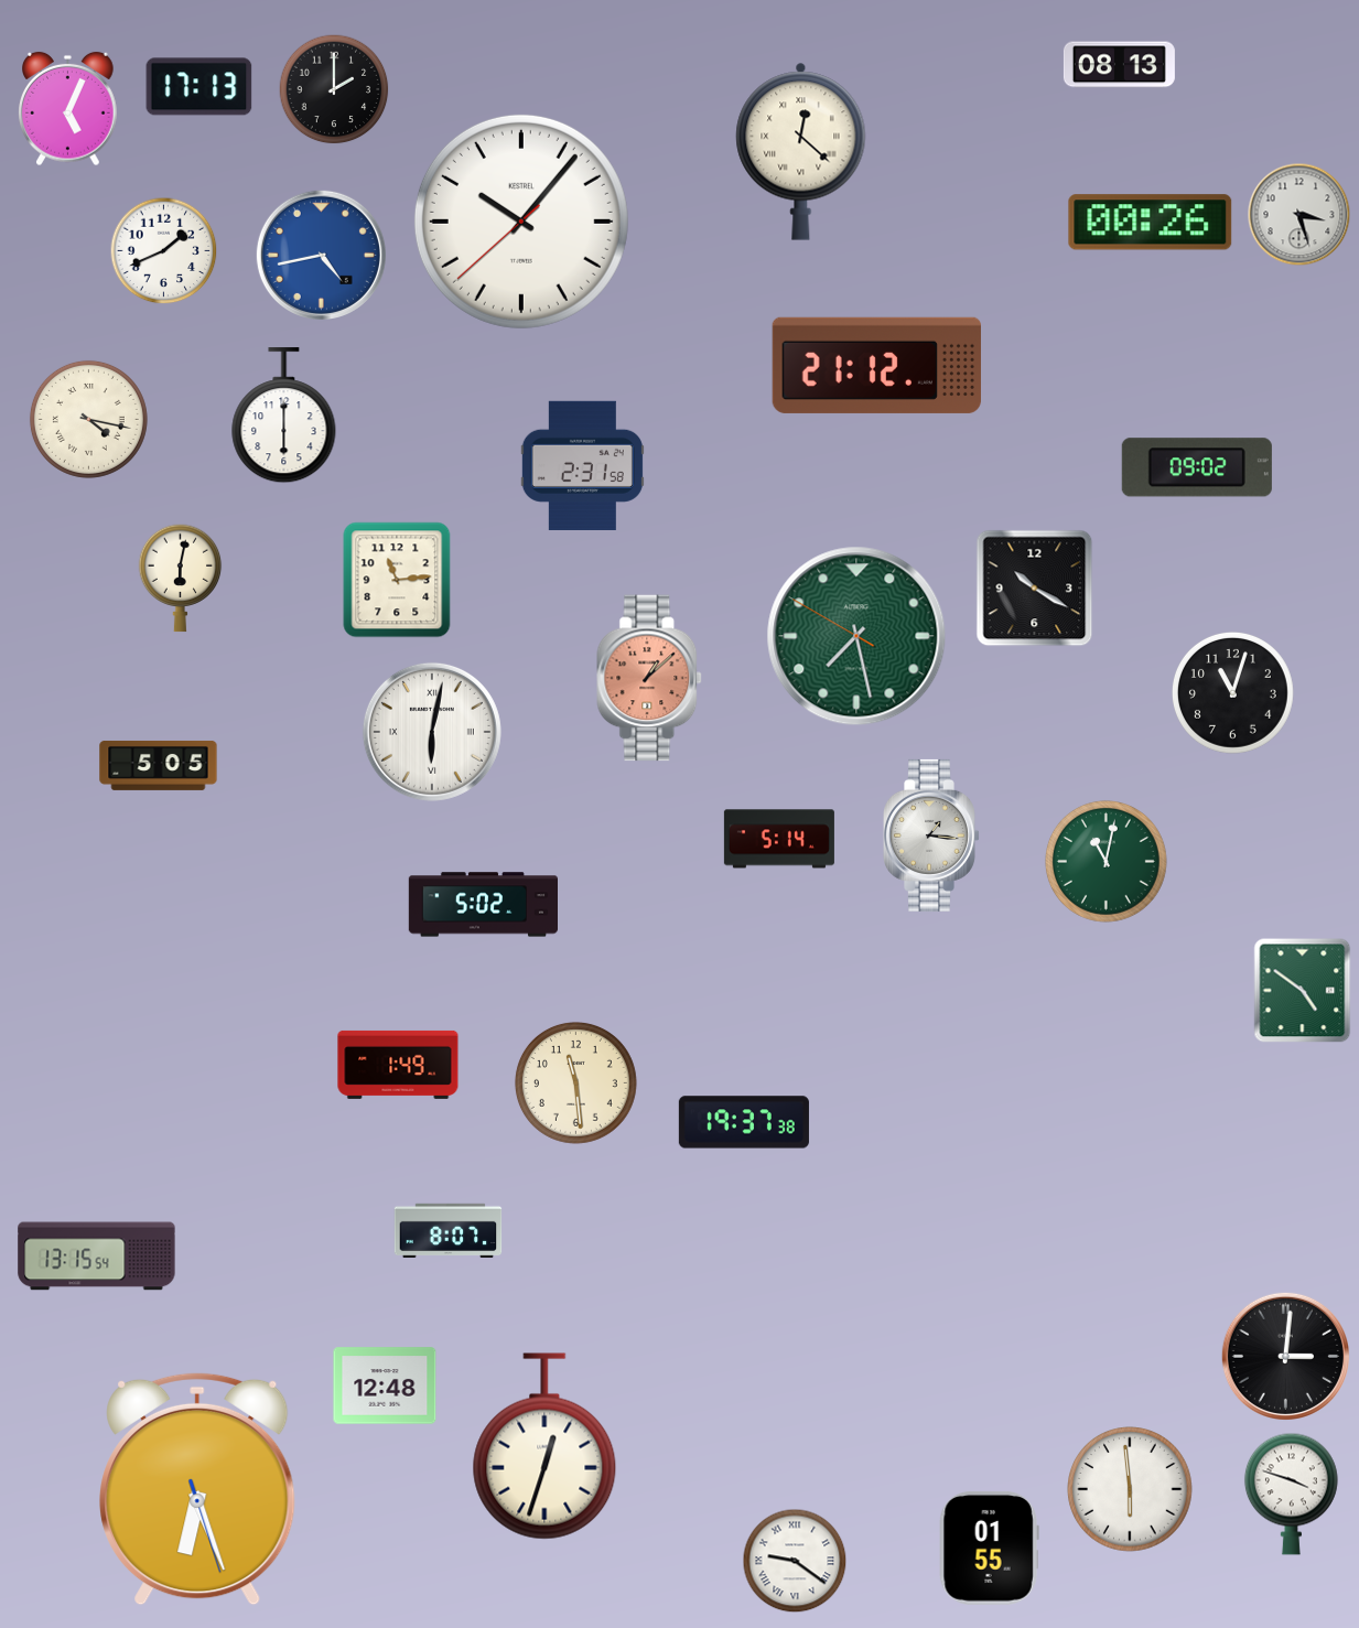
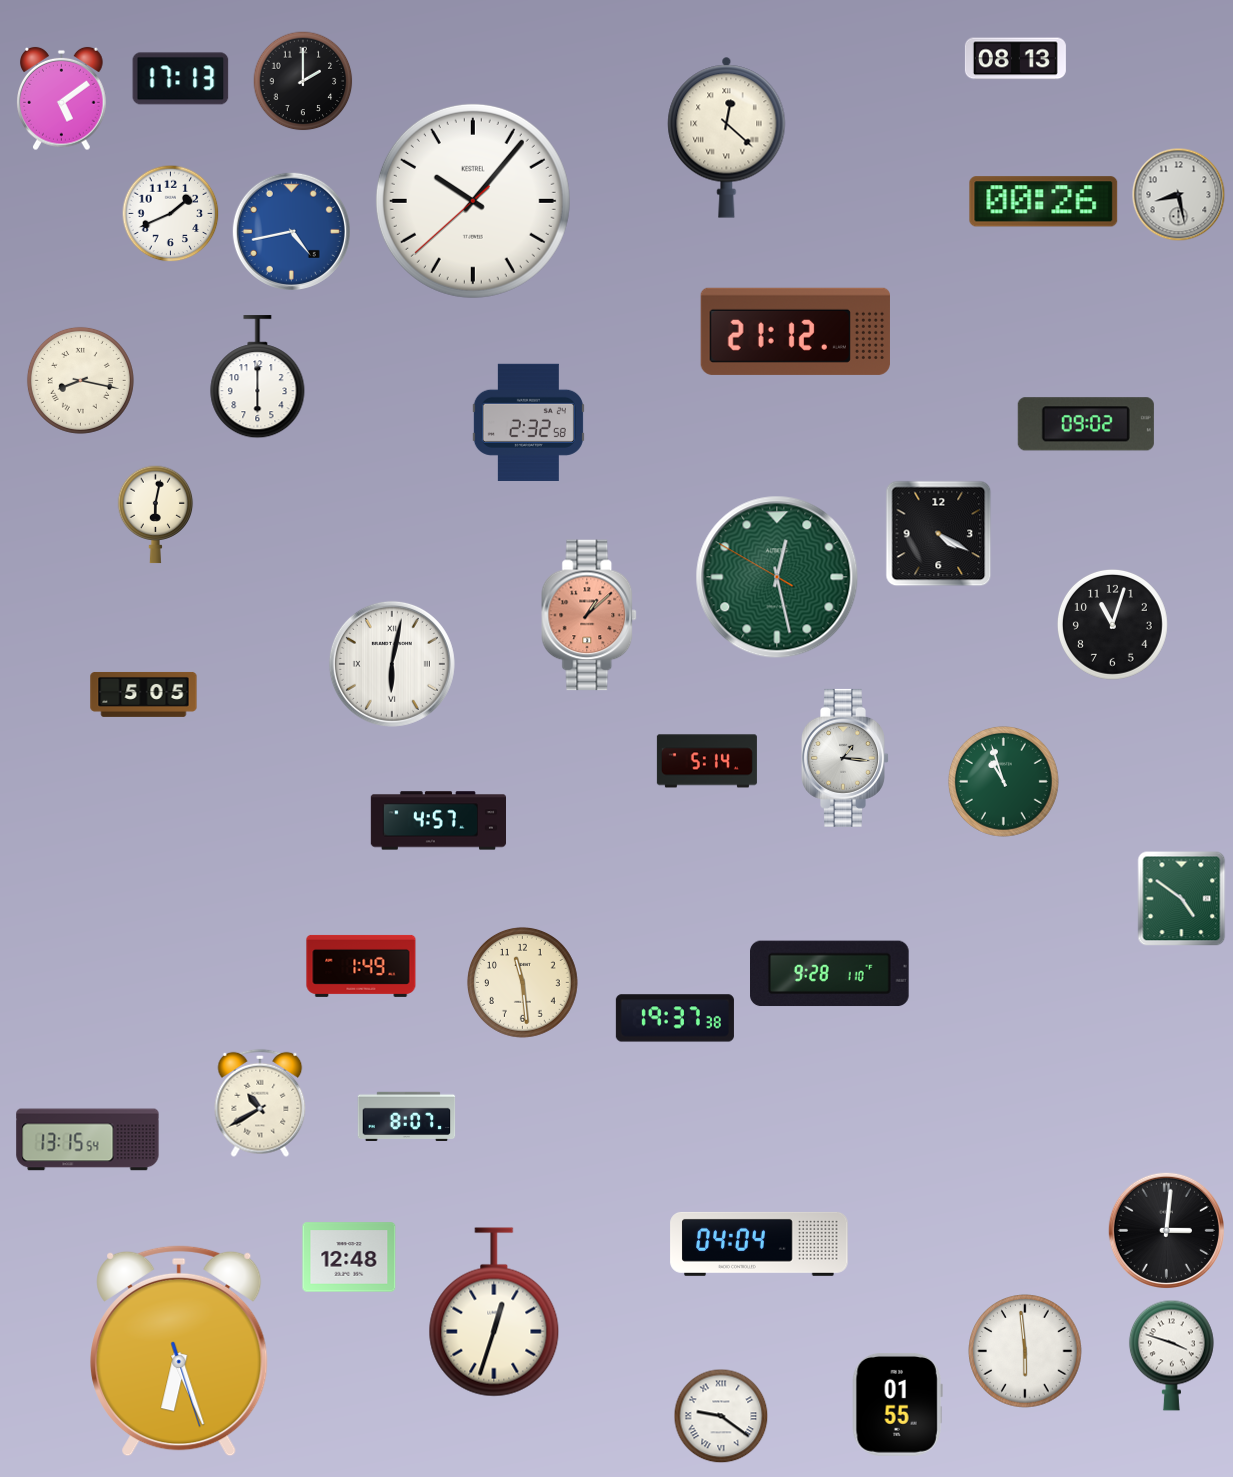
clock at (68, 109): 5:04 -> 5:09
clock at (1299, 215): 3:27 -> 8:28
clock at (164, 251) position: (164, 251) -> (171, 214)
clock at (88, 419): 4:17 -> 8:17
clock at (582, 465): 2:31 -> 2:32
clock at (181, 579) position: (181, 579) -> (156, 515)
clock at (397, 580): 11:14 -> none
clock at (1035, 589): 10:20 -> 4:20
clock at (856, 636): 7:27 -> 12:27
clock at (1232, 692) position: (1232, 692) -> (1112, 624)
clock at (1105, 861): 11:02 -> 10:57
clock at (484, 905): 5:02 -> 4:57
clock at (830, 974): none -> 9:28
clock at (260, 1103): none -> 10:40
clock at (759, 1244): none -> 04:04
